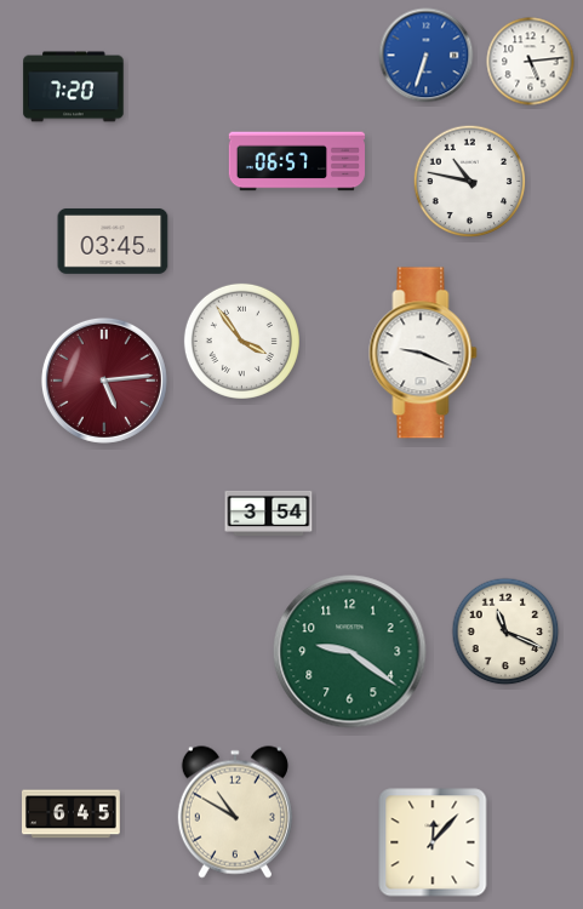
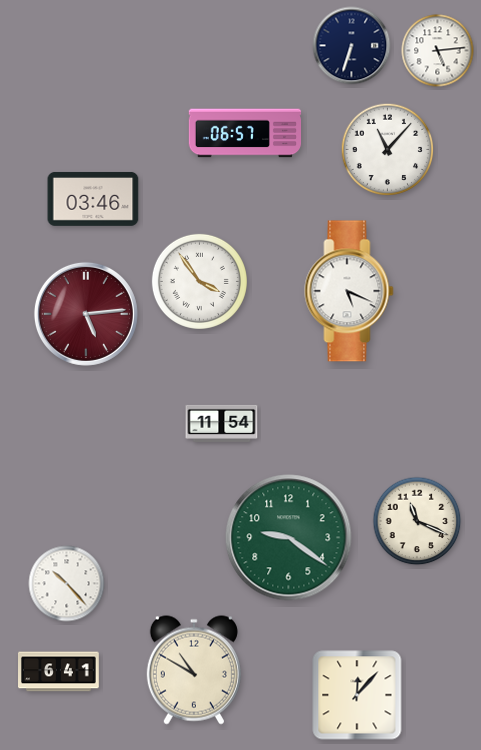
clock at (427, 56) dial: blue -> navy
clock at (74, 87): 7:20 -> none
clock at (470, 182): 10:47 -> 11:07
clock at (113, 241): 03:45 -> 03:46
clock at (423, 353): 9:19 -> 5:19
clock at (269, 513): 3:54 -> 11:54
clock at (67, 584): none -> 10:23
clock at (72, 814): 6:45 -> 6:41
